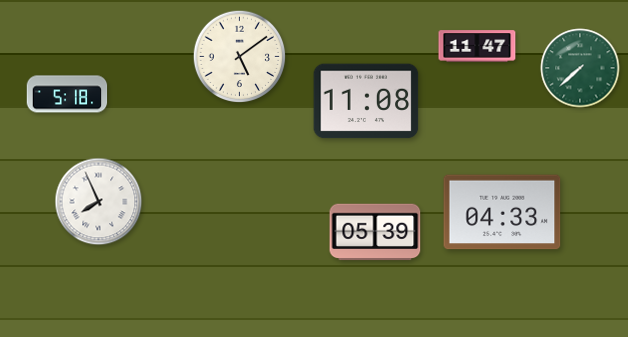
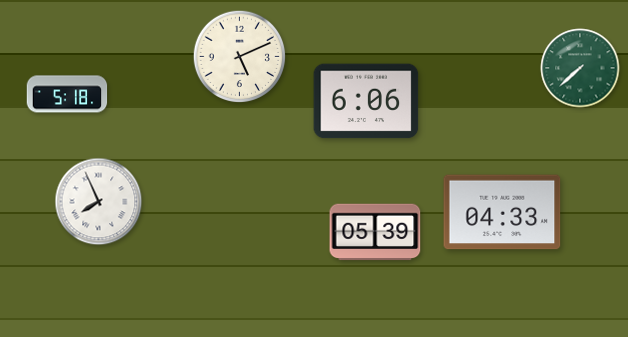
clock at (477, 46): 11:47 -> none
clock at (240, 57): 5:09 -> 5:11
clock at (366, 101): 11:08 -> 6:06
